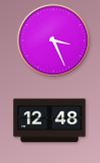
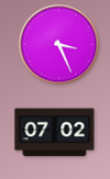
clock at (50, 121): 12:48 -> 07:02
